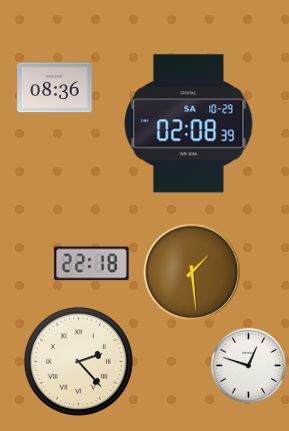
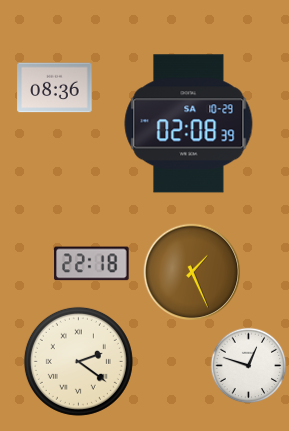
clock at (192, 272): 1:29 -> 1:26
clock at (78, 361): 2:23 -> 2:21
